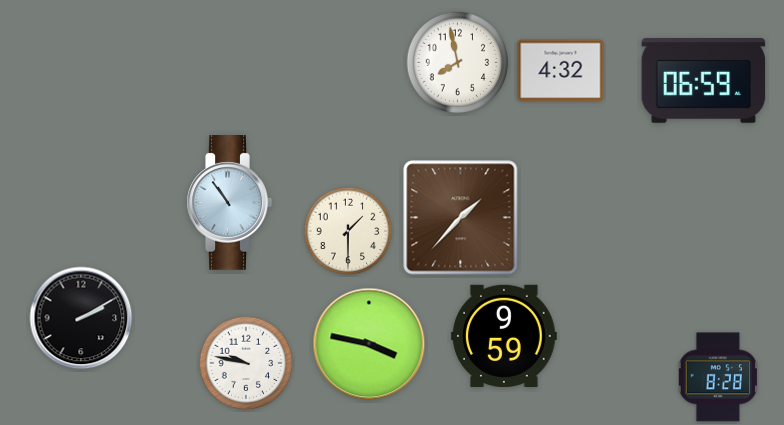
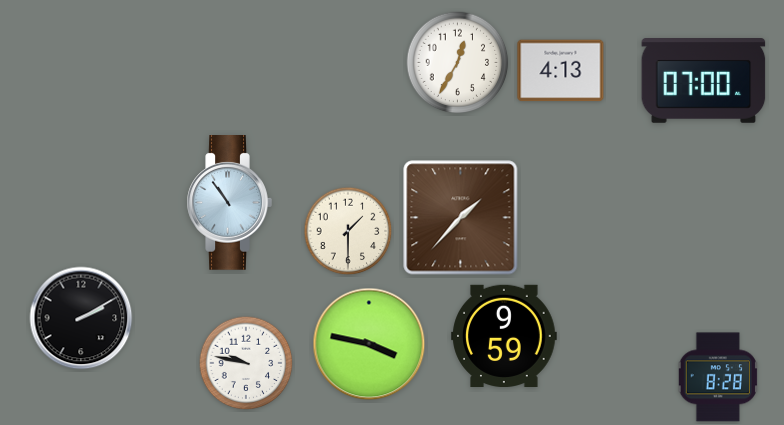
clock at (458, 63): 7:58 -> 12:35
clock at (561, 71): 4:32 -> 4:13
clock at (704, 81): 06:59 -> 07:00
